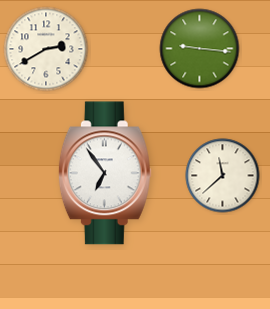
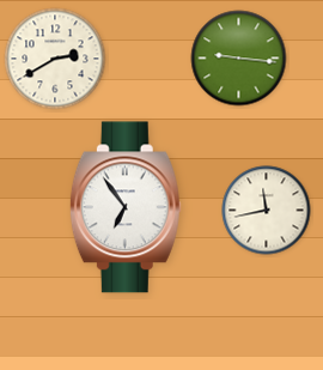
clock at (223, 176): 11:38 -> 11:43
